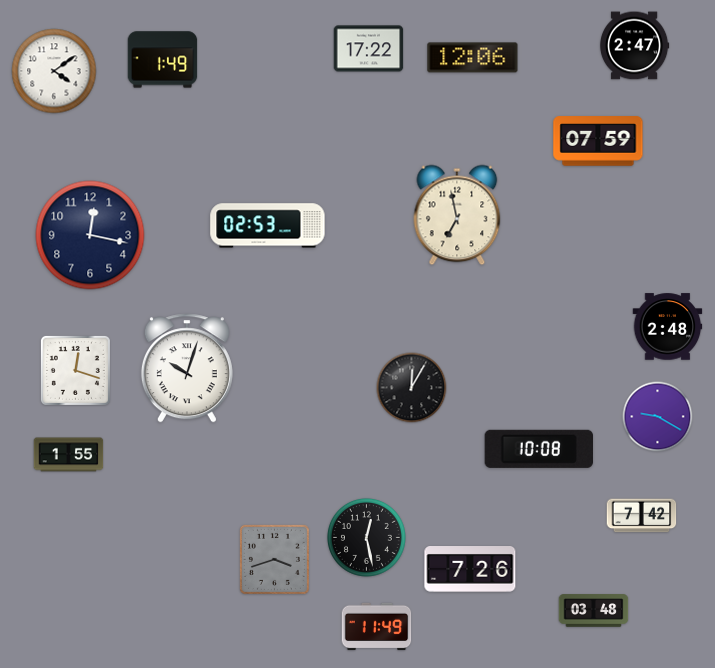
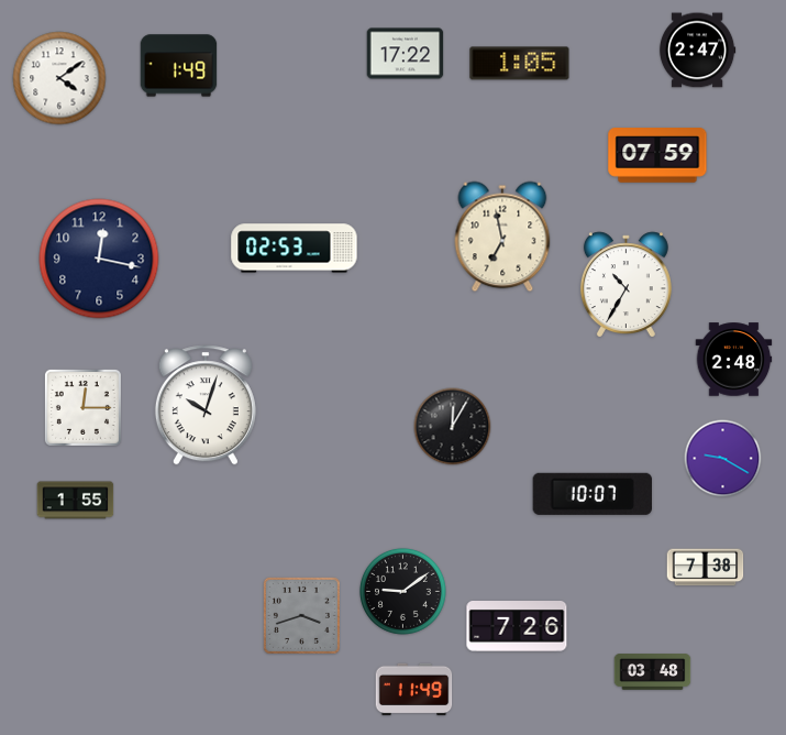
clock at (473, 58): 12:06 -> 1:05
clock at (626, 285): none -> 10:35
clock at (75, 370): 12:18 -> 12:15
clock at (538, 449): 10:08 -> 10:07
clock at (642, 516): 7:42 -> 7:38
clock at (366, 537): 12:28 -> 9:09
